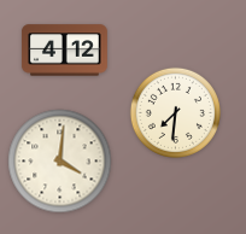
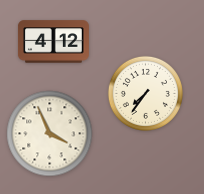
clock at (175, 112): 7:31 -> 7:36
clock at (60, 162): 4:01 -> 3:56
